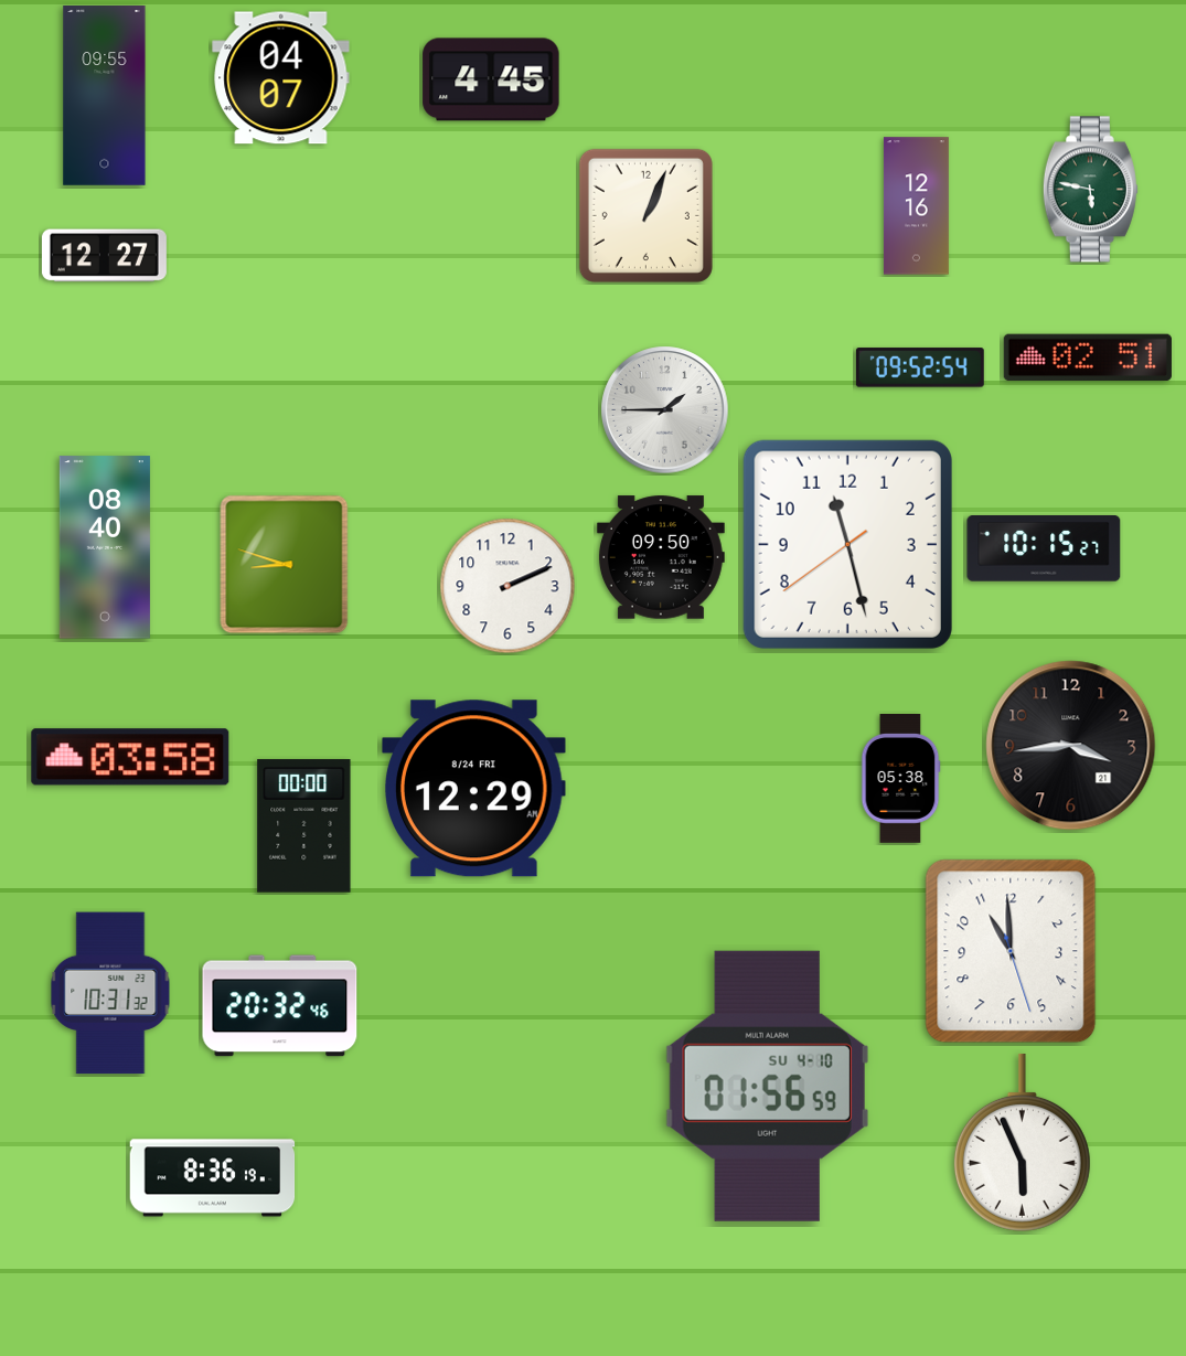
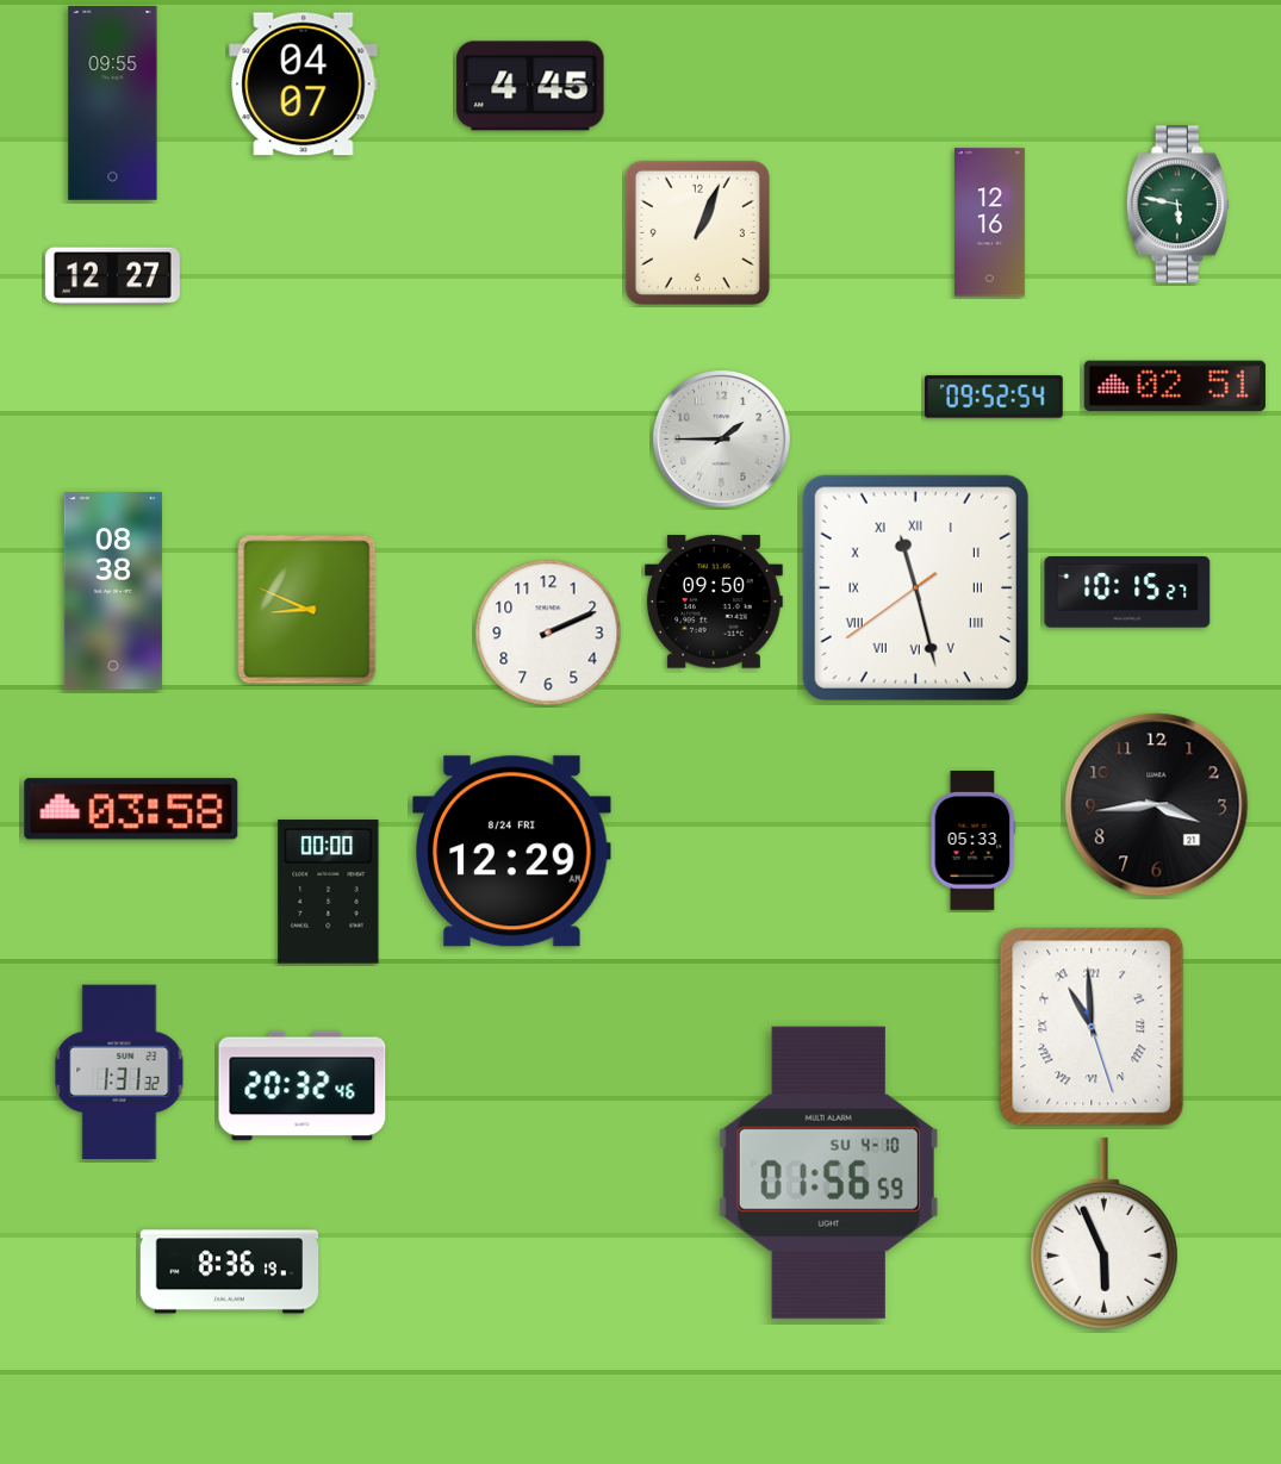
clock at (665, 410) position: (665, 410) -> (722, 440)
clock at (847, 544) numerals: Arabic -> Roman
clock at (105, 547): 08:40 -> 08:38
clock at (285, 565): 8:48 -> 8:49
clock at (130, 757) position: (130, 757) -> (131, 809)
clock at (900, 779): 05:38 -> 05:33
clock at (1011, 951) numerals: Arabic -> Roman
clock at (110, 993): 10:31 -> 1:31
